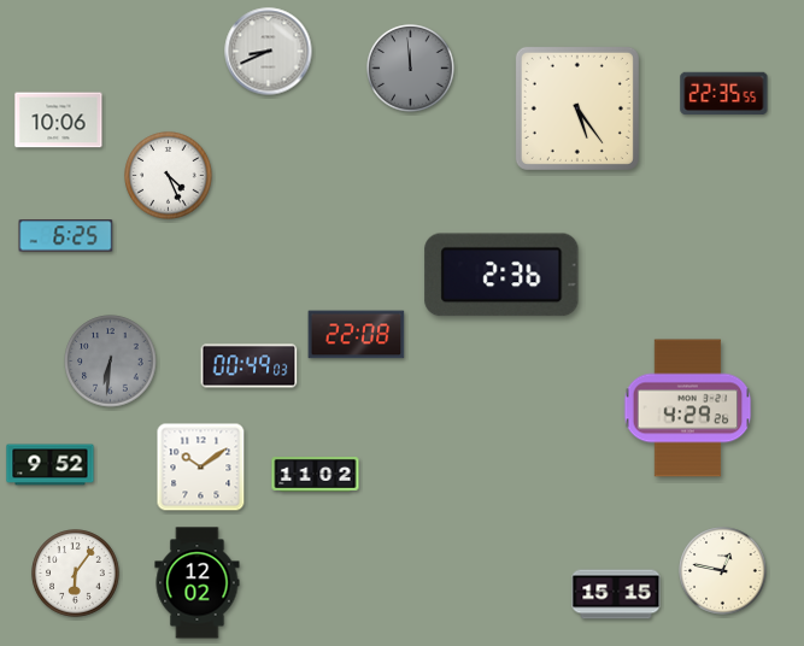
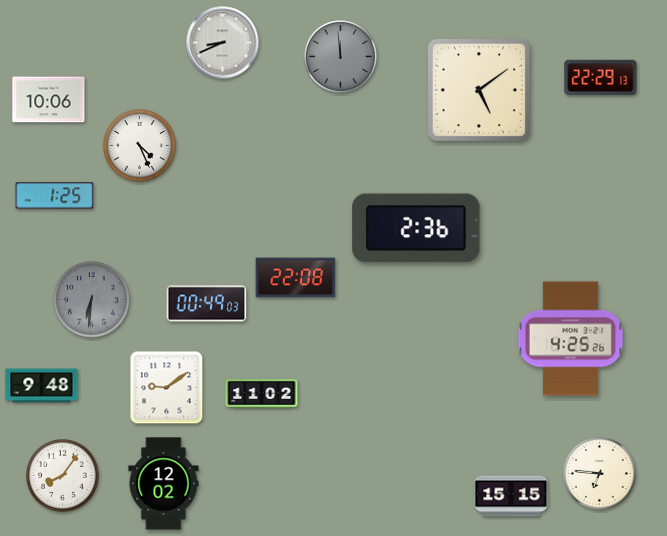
clock at (724, 93): 22:35 -> 22:29
clock at (577, 108): 5:24 -> 5:09
clock at (66, 236): 6:25 -> 1:25
clock at (688, 409): 4:29 -> 4:25
clock at (51, 465): 9:52 -> 9:48
clock at (201, 468): 10:09 -> 9:09
clock at (723, 571): 12:47 -> 6:46
clock at (76, 574): 6:06 -> 8:06
clock at (616, 594) position: (616, 594) -> (511, 496)
